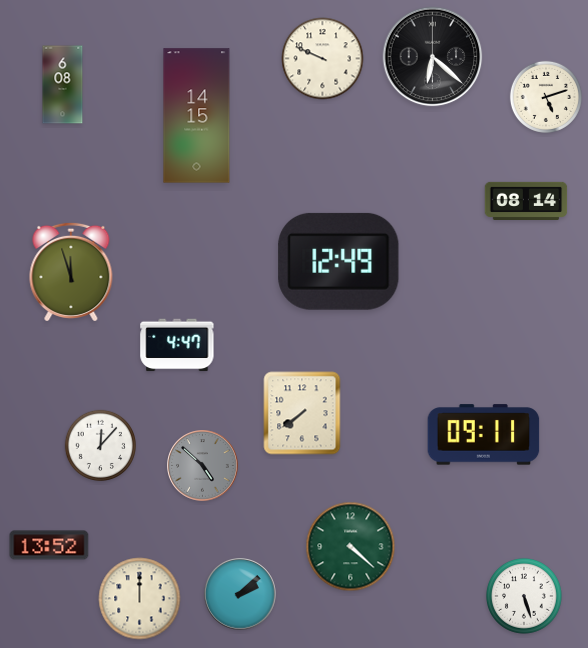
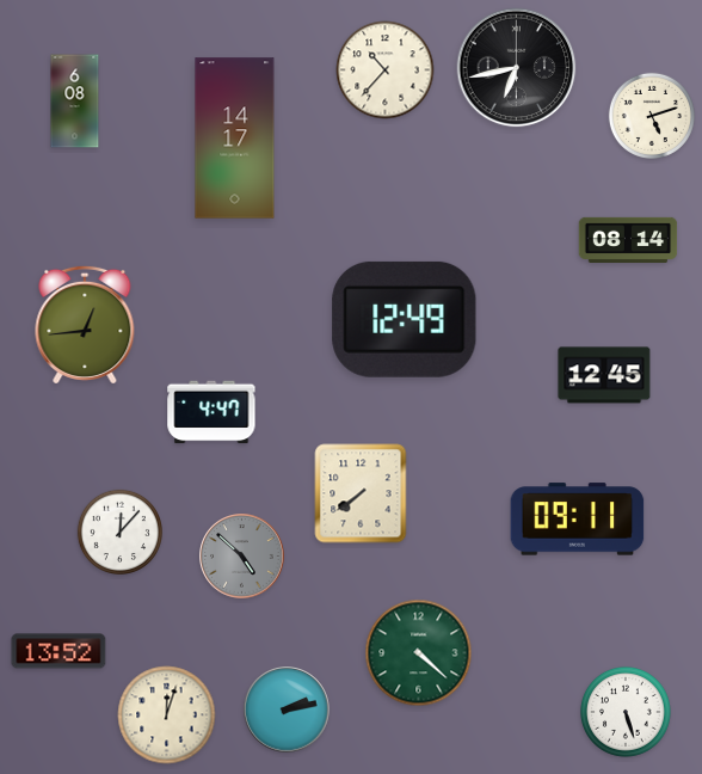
clock at (433, 57): 6:22 -> 6:43
clock at (323, 59): 9:49 -> 10:37
clock at (197, 116): 14:15 -> 14:17
clock at (339, 261) position: (339, 261) -> (405, 319)
clock at (71, 272): 11:57 -> 12:44
clock at (604, 375): none -> 12:45
clock at (240, 594): 2:08 -> 2:13
clock at (140, 599): 12:00 -> 12:03
